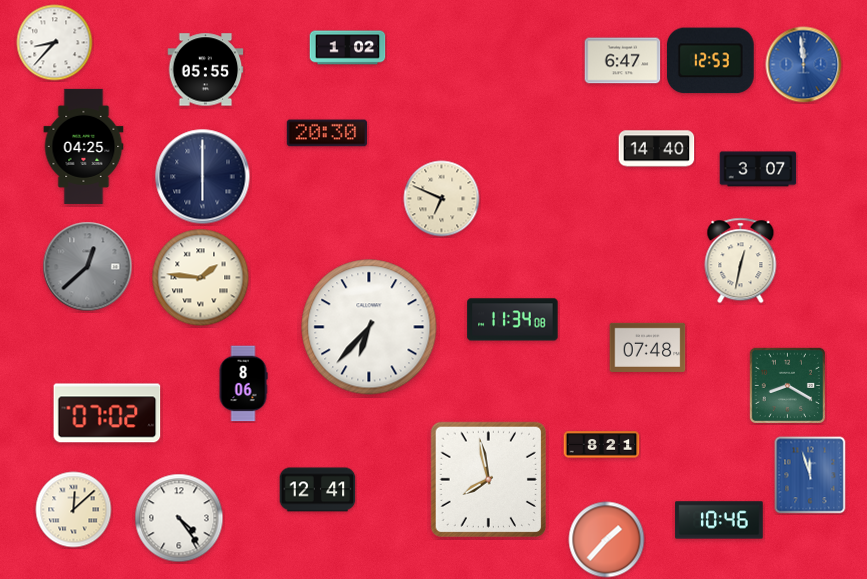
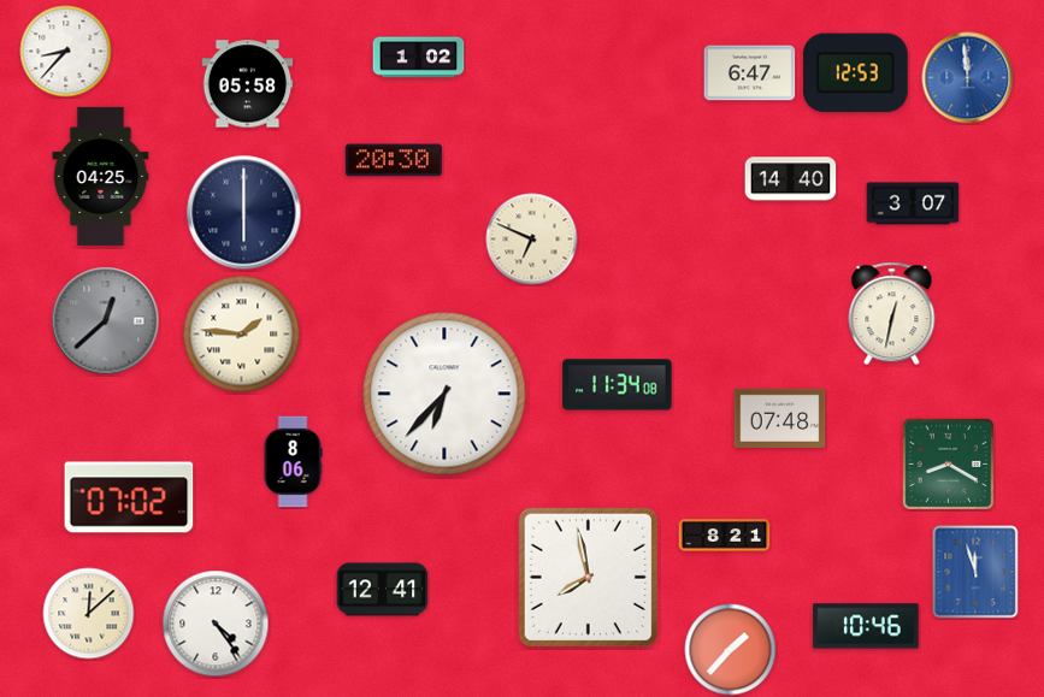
clock at (206, 70): 05:55 -> 05:58
